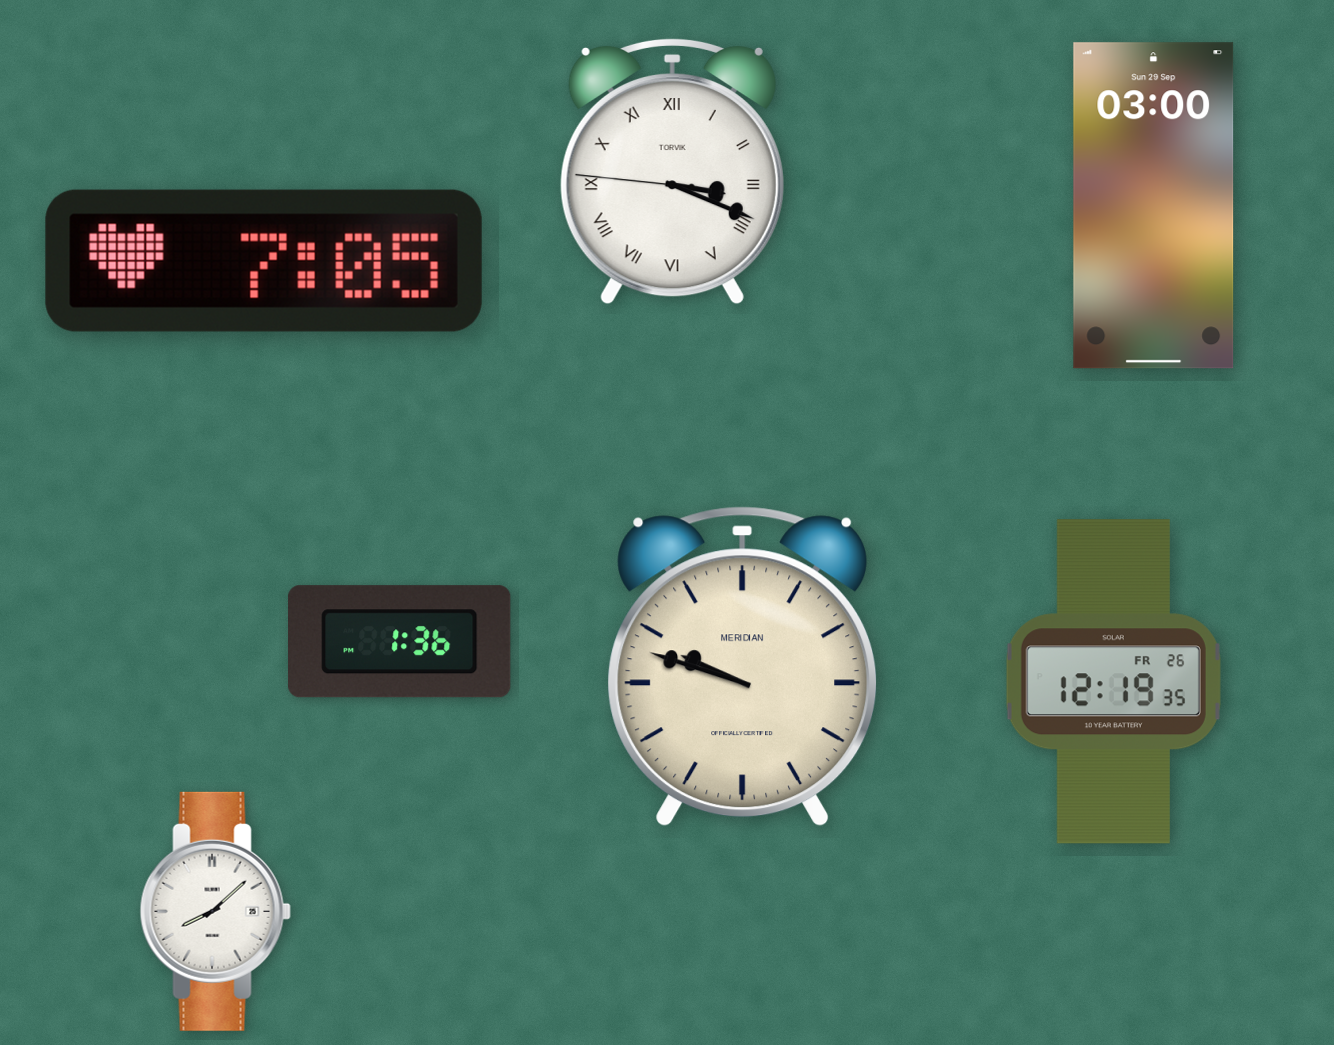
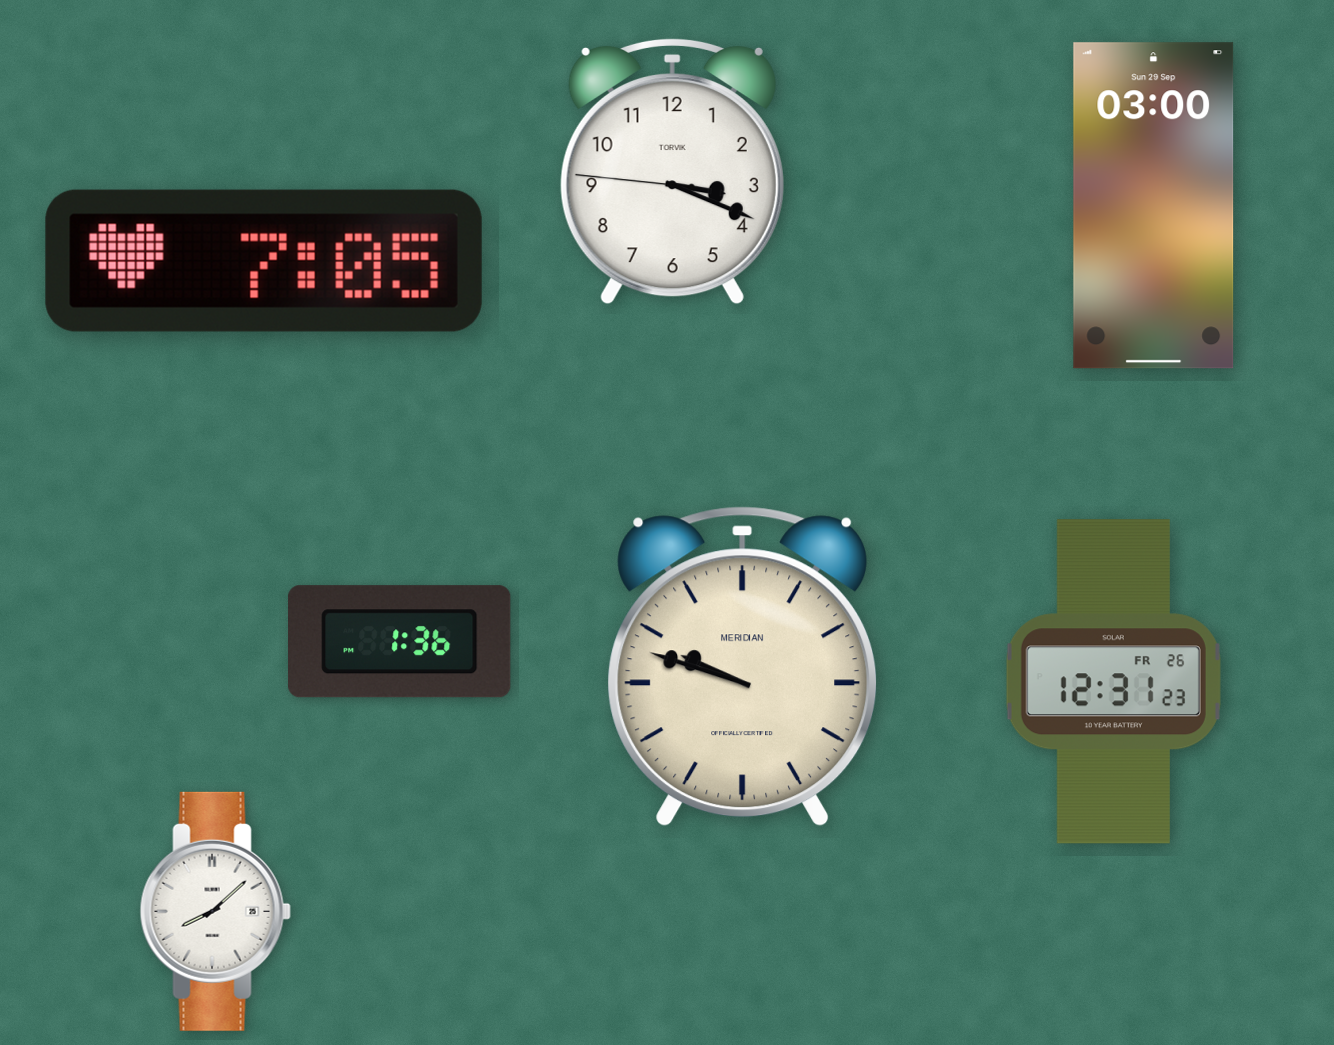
clock at (672, 171) numerals: Roman -> Arabic
clock at (1113, 682): 12:19 -> 12:31
